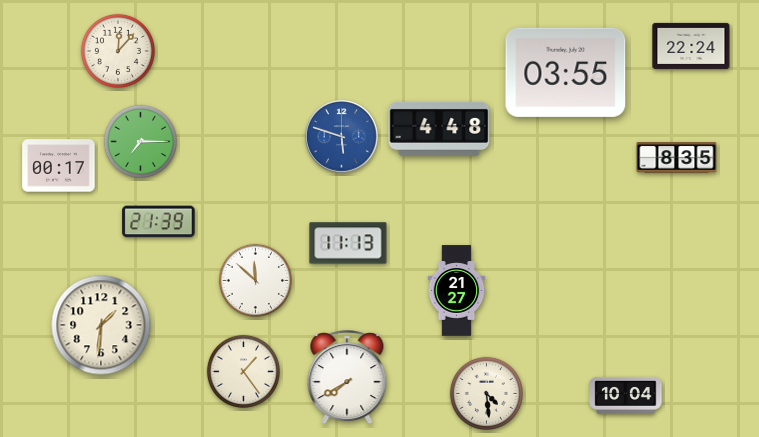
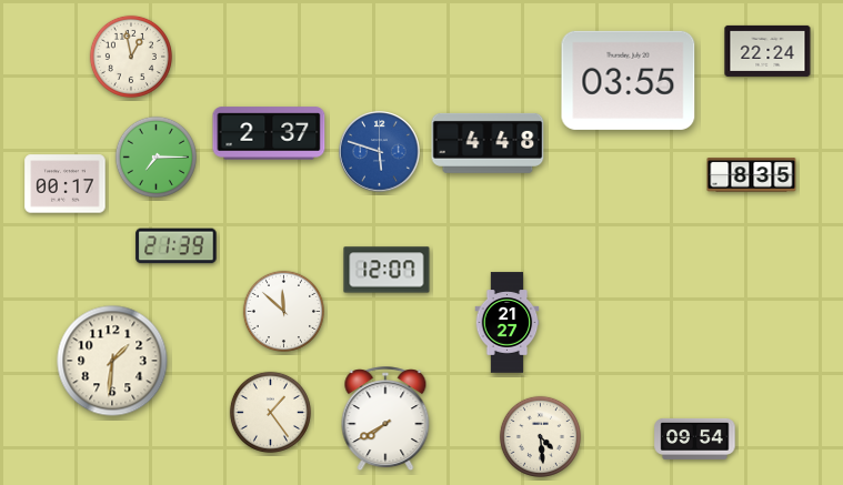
clock at (118, 51): 12:07 -> 12:58
clock at (269, 133): none -> 2:37
clock at (348, 243): 11:13 -> 12:07
clock at (626, 395): 10:04 -> 09:54
